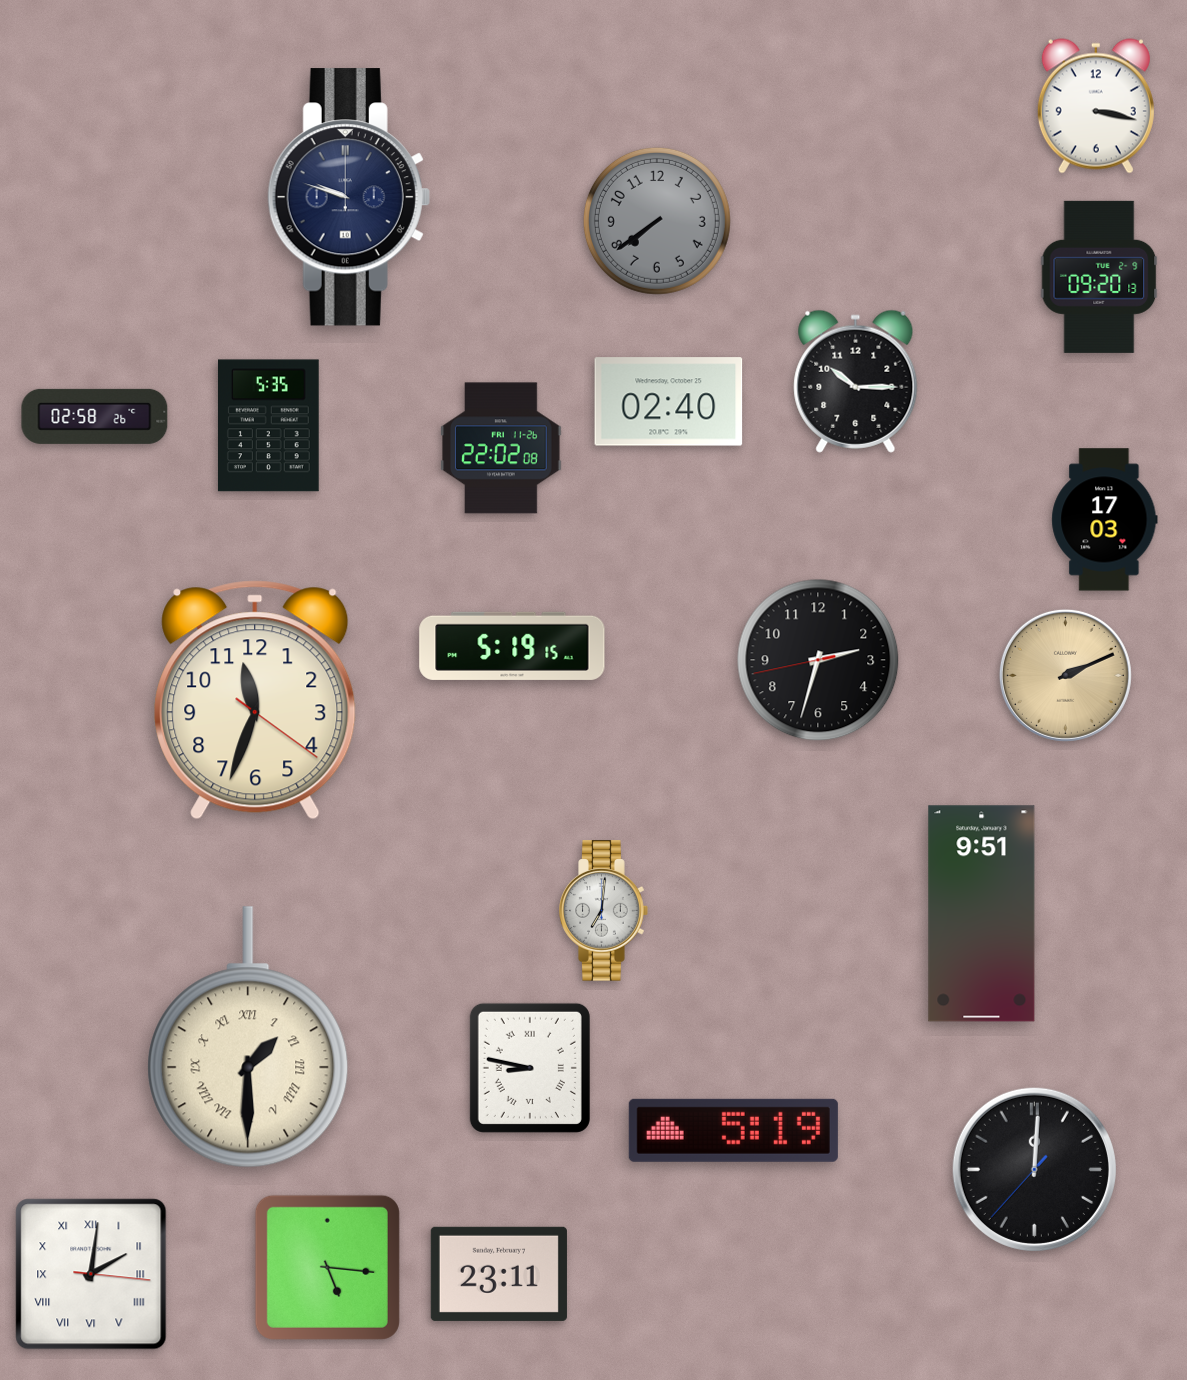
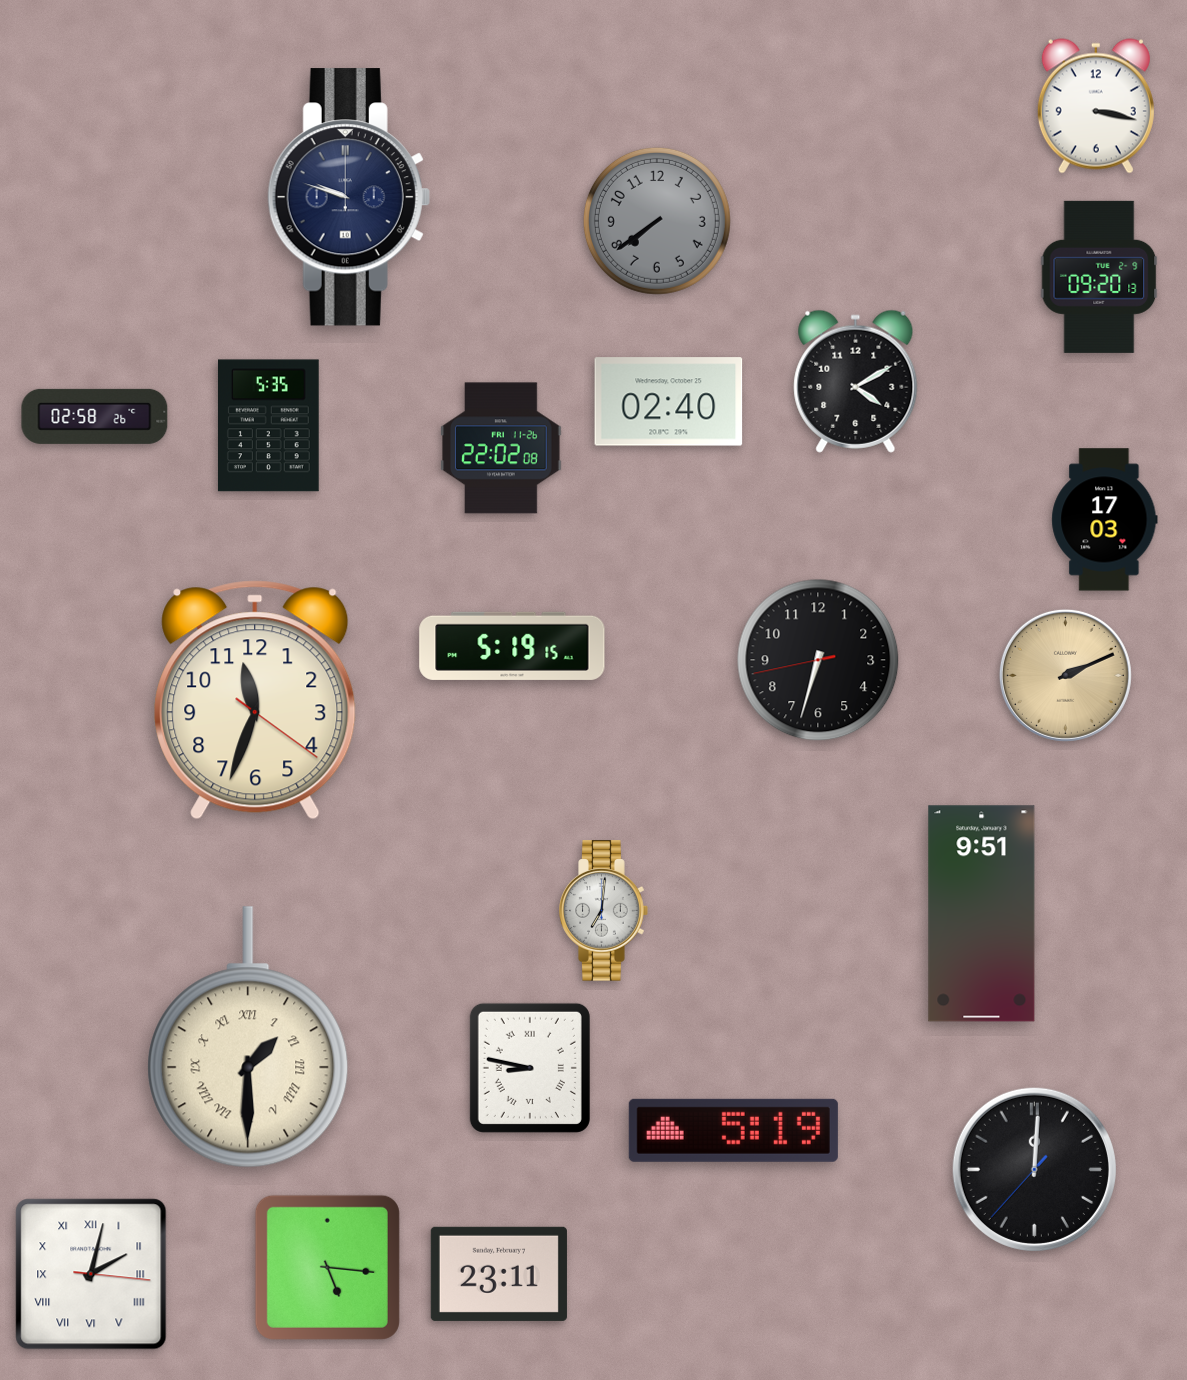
clock at (856, 381): 10:15 -> 4:10
clock at (818, 660): 2:32 -> 6:32
clock at (91, 1274): 2:01 -> 2:02
